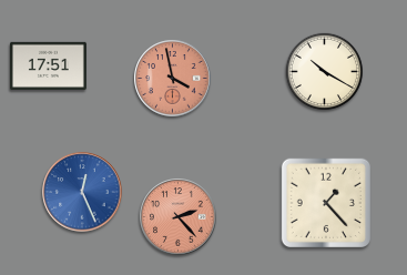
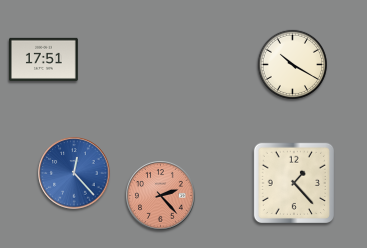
clock at (173, 79): 3:58 -> none
clock at (82, 192): 12:26 -> 12:23
